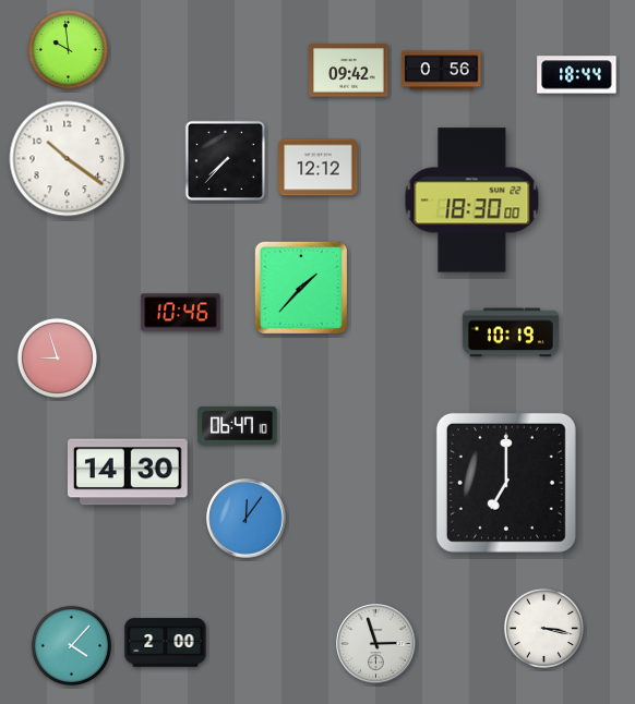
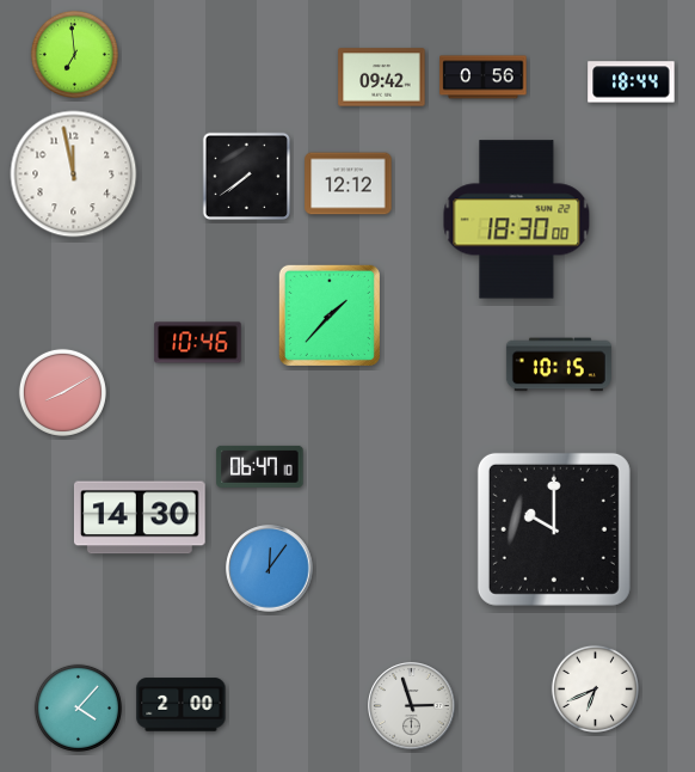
clock at (68, 49): 9:59 -> 6:59
clock at (68, 159): 10:21 -> 11:58
clock at (225, 160): 7:37 -> 7:39
clock at (511, 332): 10:19 -> 10:15
clock at (57, 357): 8:57 -> 8:10
clock at (506, 483): 7:00 -> 10:00
clock at (543, 628): 3:17 -> 6:41
